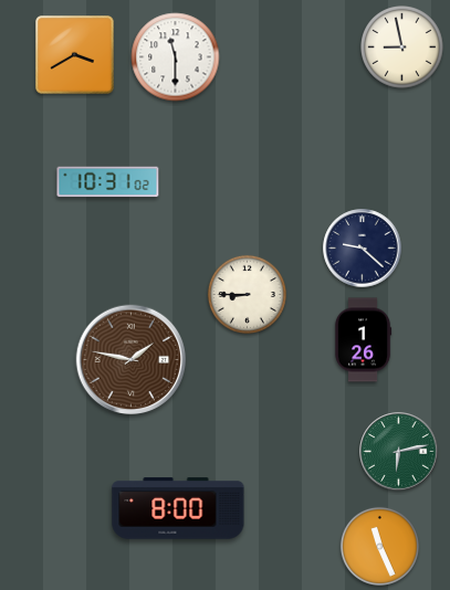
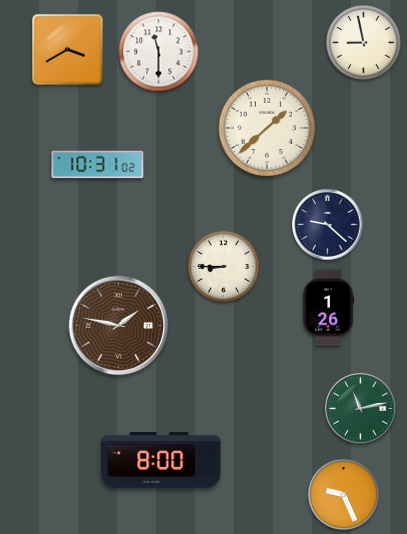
clock at (267, 128): none -> 1:38
clock at (399, 452): 6:13 -> 11:13
clock at (379, 546): 11:26 -> 9:26
